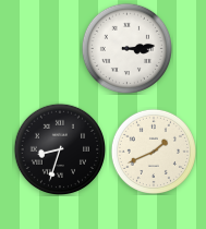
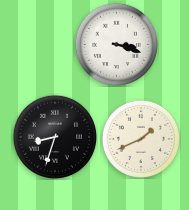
clock at (126, 48): 3:14 -> 3:18
